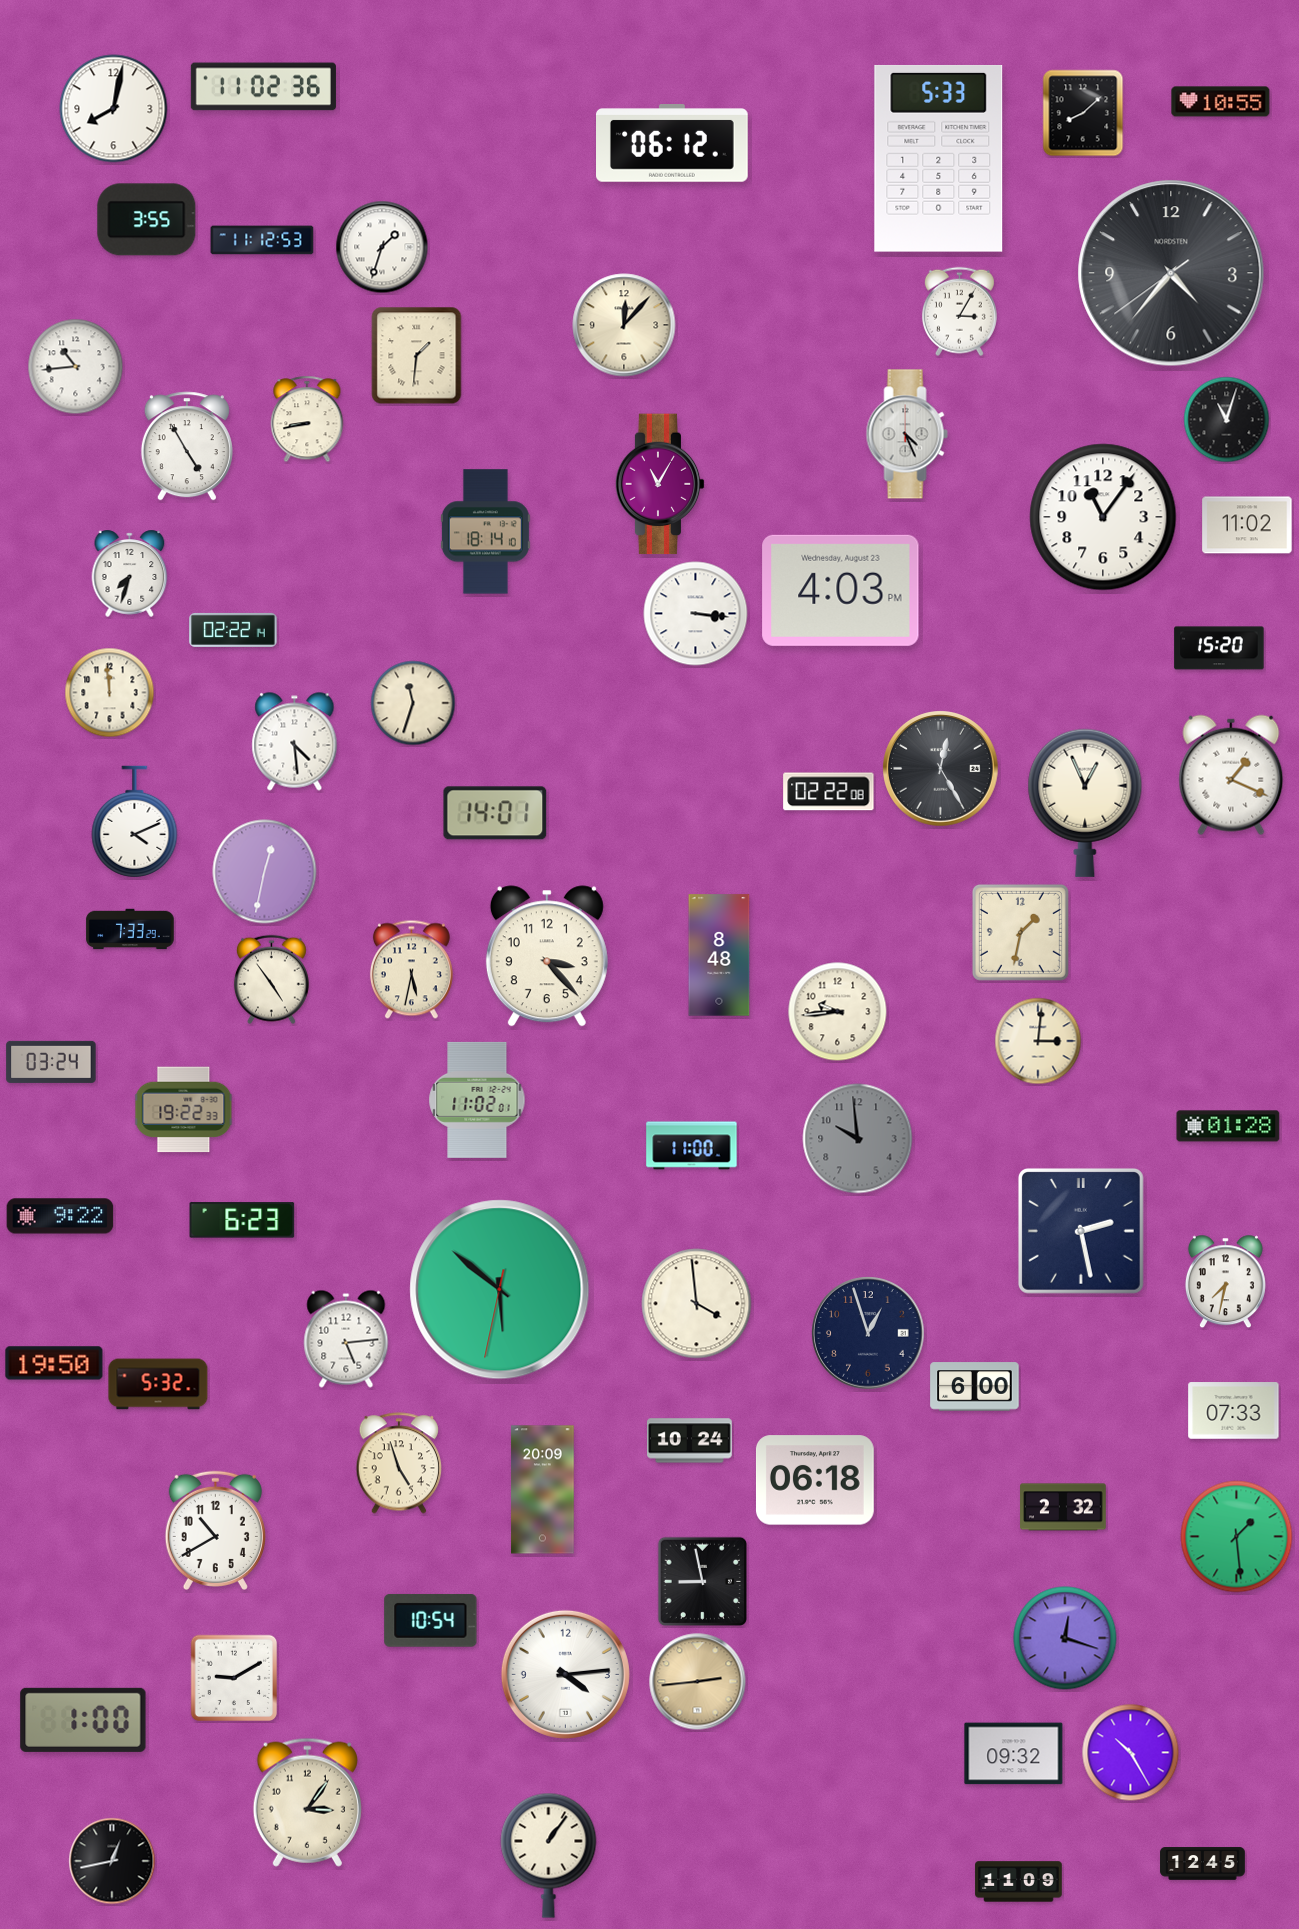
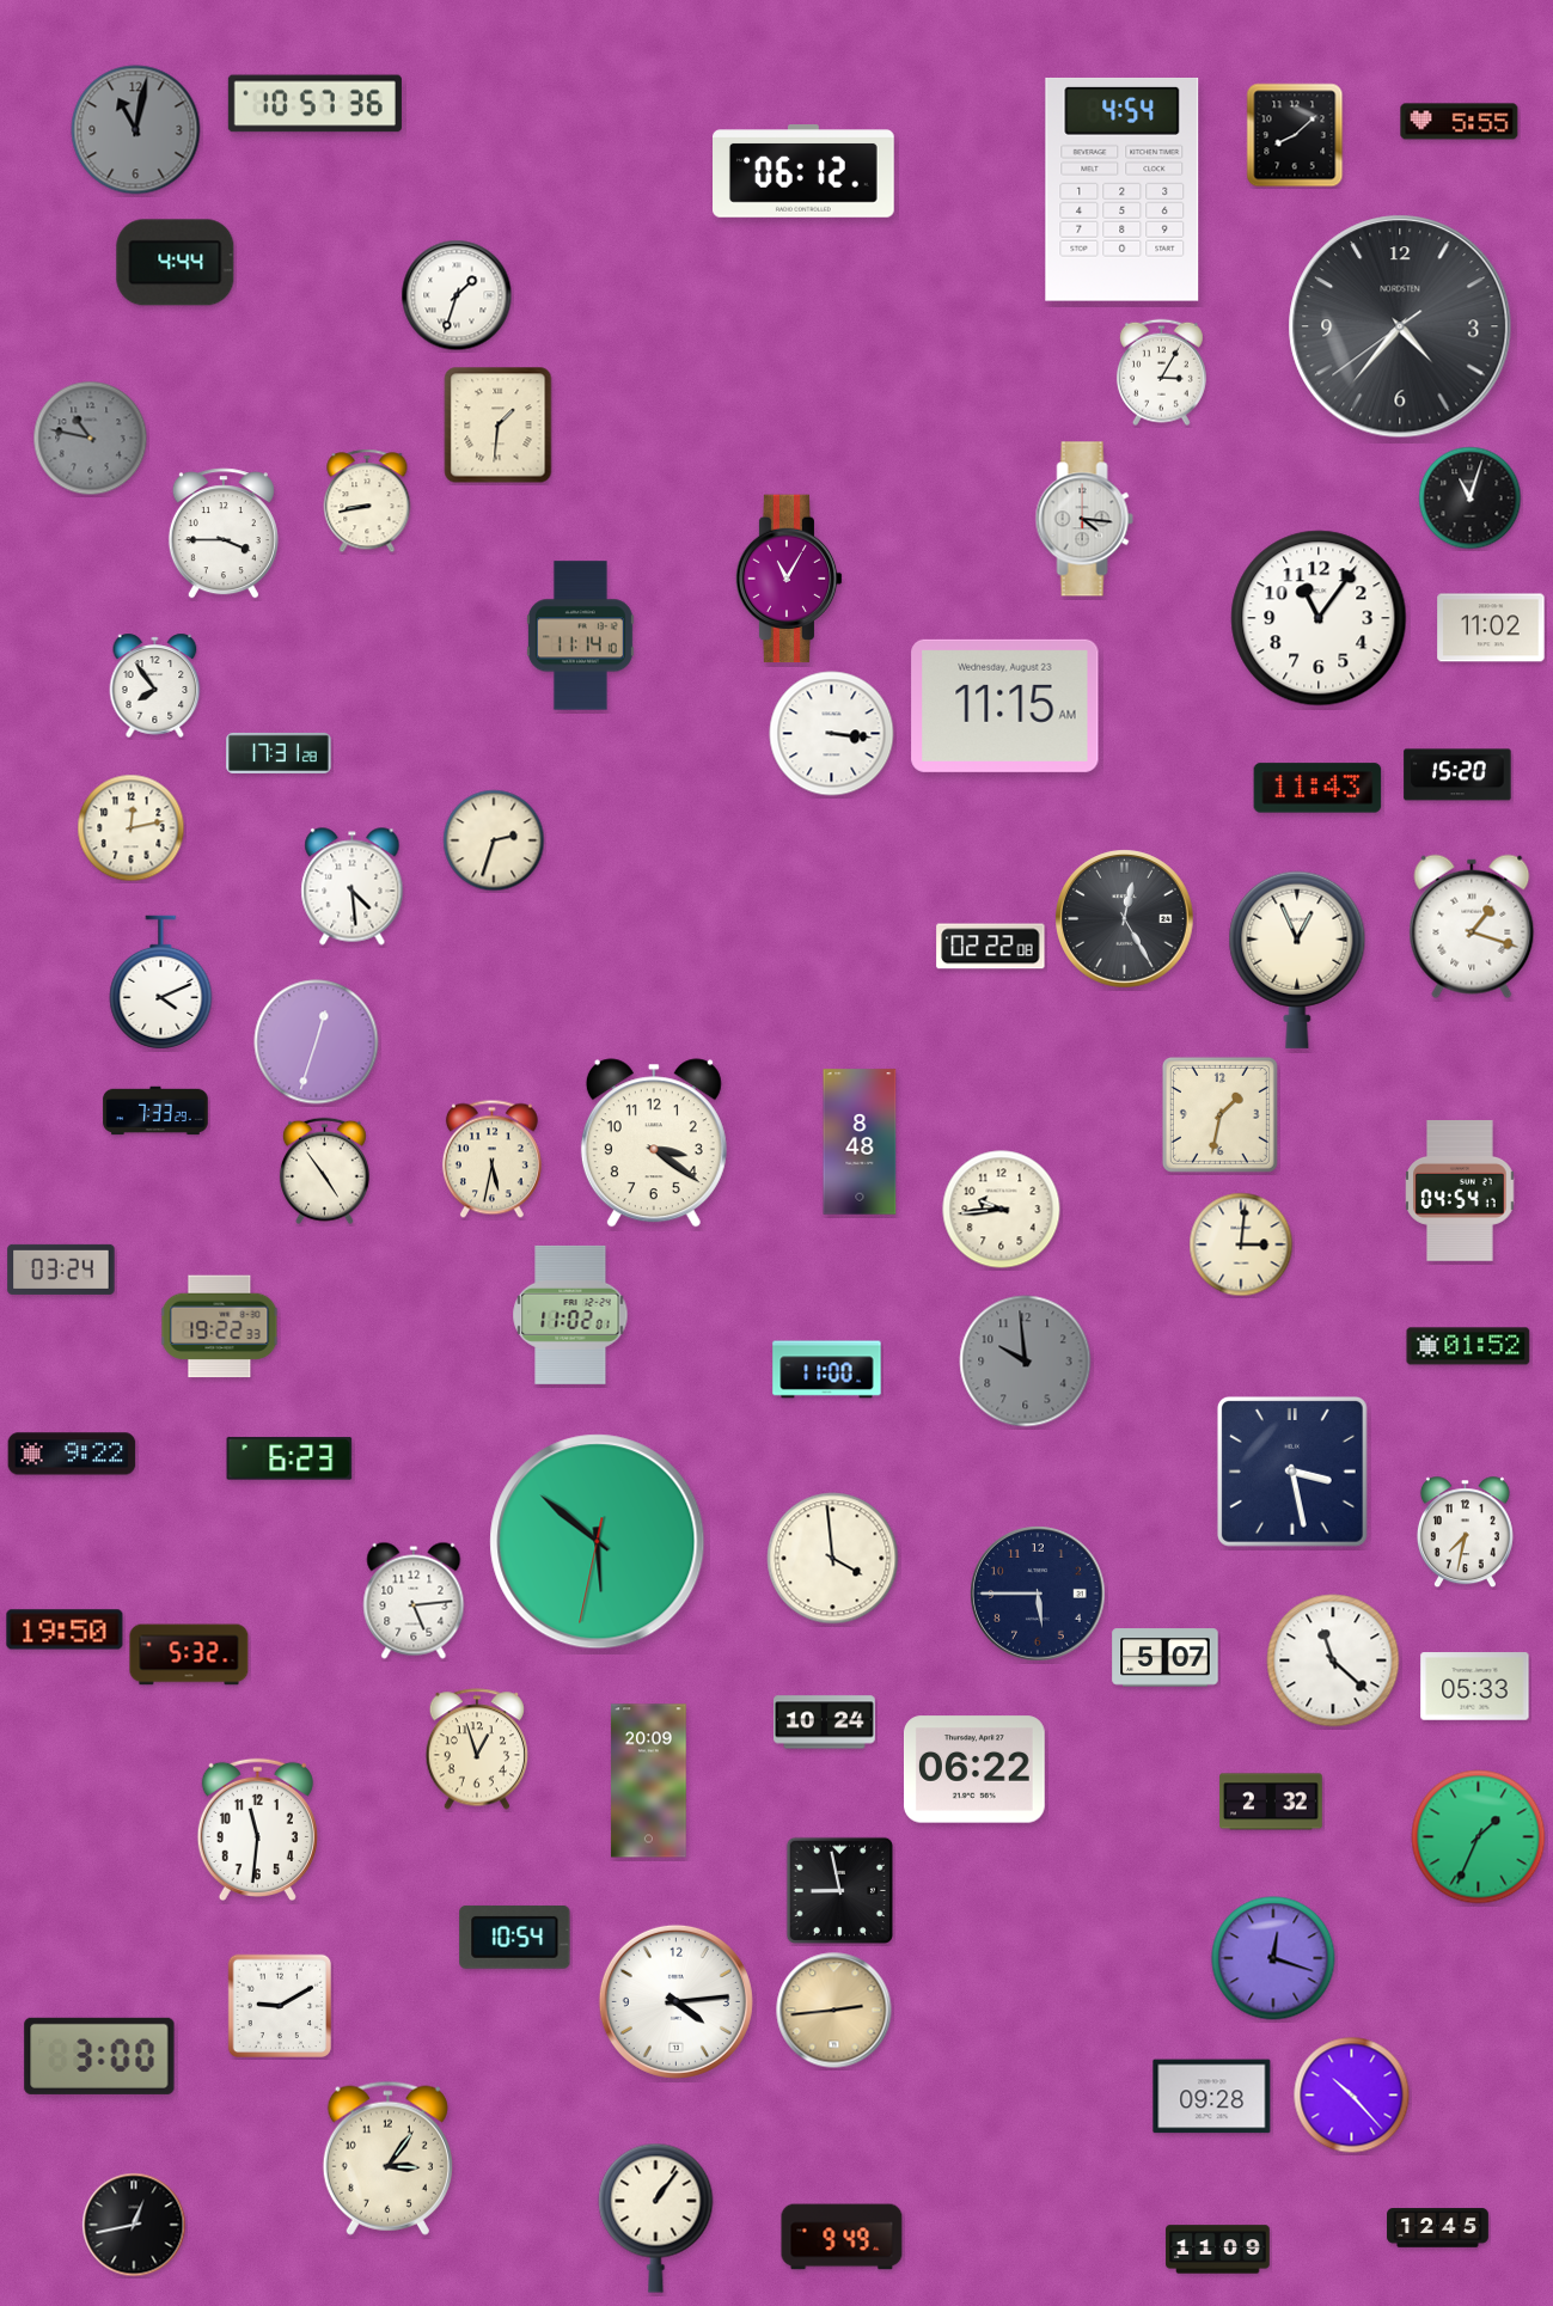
clock at (263, 87): 11:02 -> 10:57
clock at (1221, 102): 10:55 -> 5:55
clock at (114, 109): 8:02 -> 11:02
clock at (114, 109) dial: white -> grey
clock at (939, 158): 5:33 -> 4:54
clock at (147, 220): 3:55 -> 4:44
clock at (262, 240): 11:12 -> none
clock at (959, 312) position: (959, 312) -> (1161, 373)
clock at (624, 325): 12:07 -> none
clock at (76, 367): 10:44 -> 10:47
clock at (76, 367) dial: white -> grey
clock at (1227, 420) position: (1227, 420) -> (1471, 498)
clock at (907, 434): 4:26 -> 4:16
clock at (187, 446): 4:55 -> 3:45
clock at (485, 532): 18:14 -> 11:14
clock at (130, 573): 7:33 -> 7:54
clock at (841, 590): 4:03 -> 11:15
clock at (233, 630): 02:22 -> 17:31
clock at (1317, 788): none -> 11:43
clock at (110, 693): 11:59 -> 12:13
clock at (413, 703): 11:33 -> 2:33
clock at (1231, 775): 1:19 -> 1:18
clock at (495, 813): 14:01 -> none
clock at (265, 872): 12:32 -> 12:33
clock at (547, 956): 3:23 -> 3:21
clock at (1460, 1192): none -> 04:54
clock at (1228, 1126): 01:28 -> 01:52
clock at (1081, 1231): 2:28 -> 3:28
clock at (868, 1333): 12:57 -> 5:45
clock at (975, 1387): 6:00 -> 5:07
clock at (1333, 1660): none -> 11:22
clock at (1234, 1411): 07:33 -> 05:33
clock at (399, 1463): 4:57 -> 12:57
clock at (815, 1480): 06:18 -> 06:22
clock at (215, 1530): 10:40 -> 11:31
clock at (1237, 1537): 1:29 -> 1:34
clock at (83, 1720): 1:00 -> 3:00
clock at (1131, 1753): 10:25 -> 10:23
clock at (1014, 1754): 09:32 -> 09:28
clock at (307, 1802) position: (307, 1802) -> (387, 2158)
clock at (842, 2237): none -> 9:49
